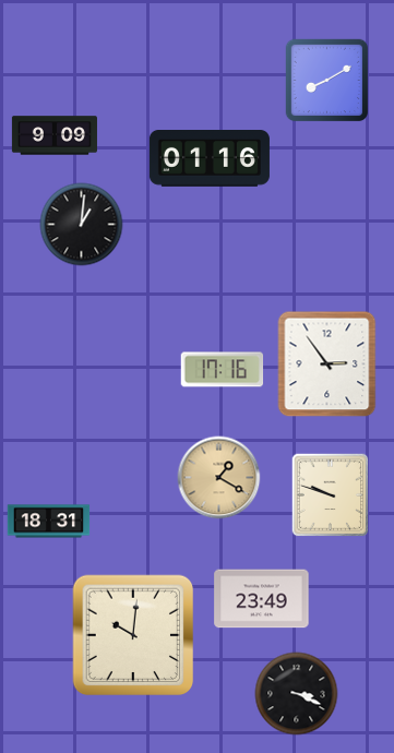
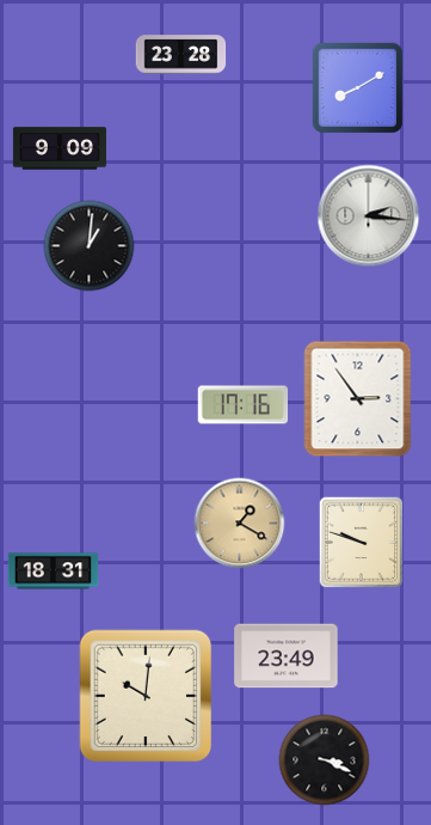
clock at (181, 55): none -> 23:28
clock at (210, 159): 01:16 -> none
clock at (369, 216): none -> 2:16
